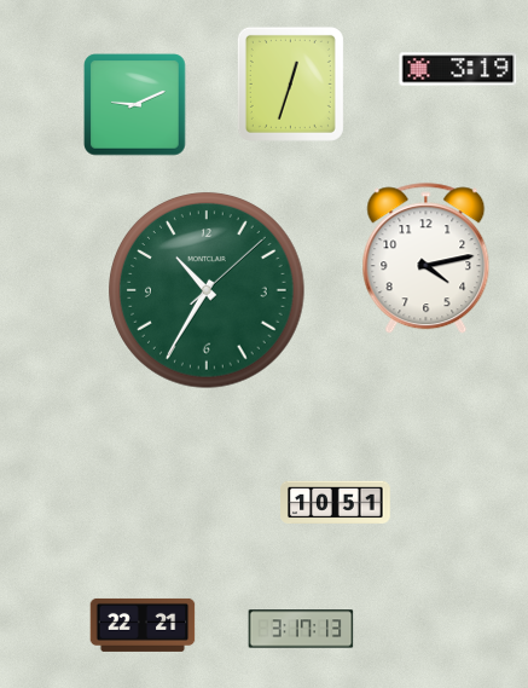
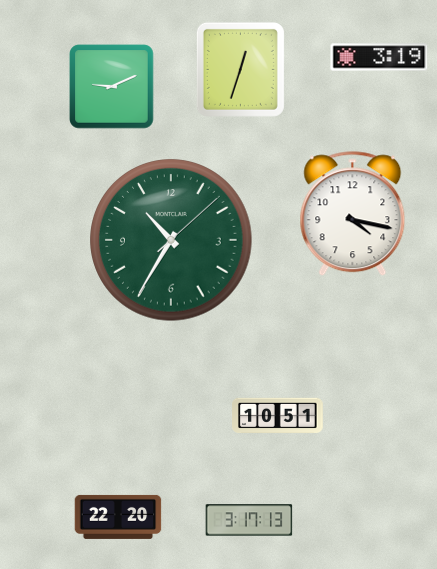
clock at (427, 259): 4:13 -> 4:17
clock at (143, 625): 22:21 -> 22:20
